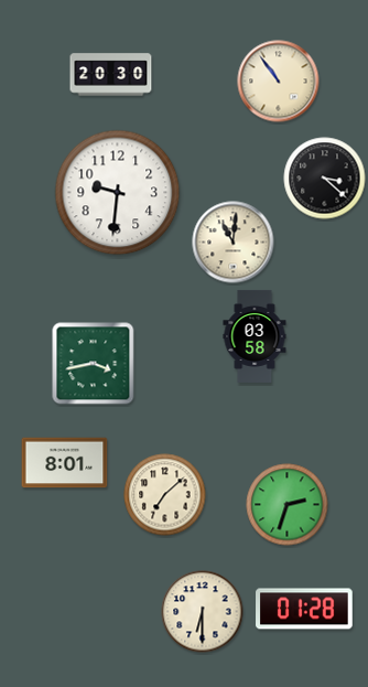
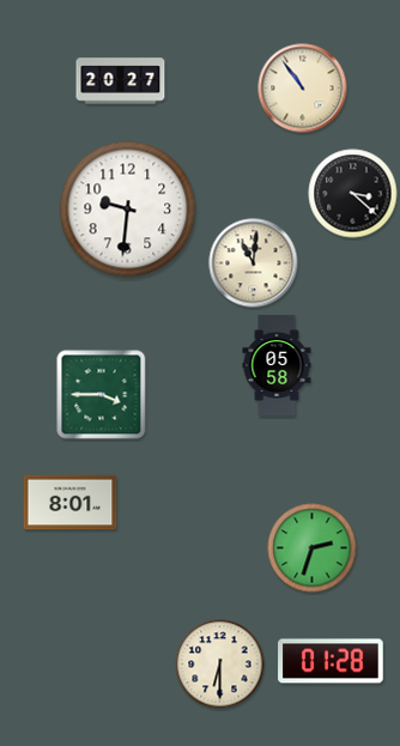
clock at (111, 75): 20:30 -> 20:27
clock at (255, 336): 03:58 -> 05:58
clock at (94, 364): 3:43 -> 3:45
clock at (165, 495): 7:08 -> none
